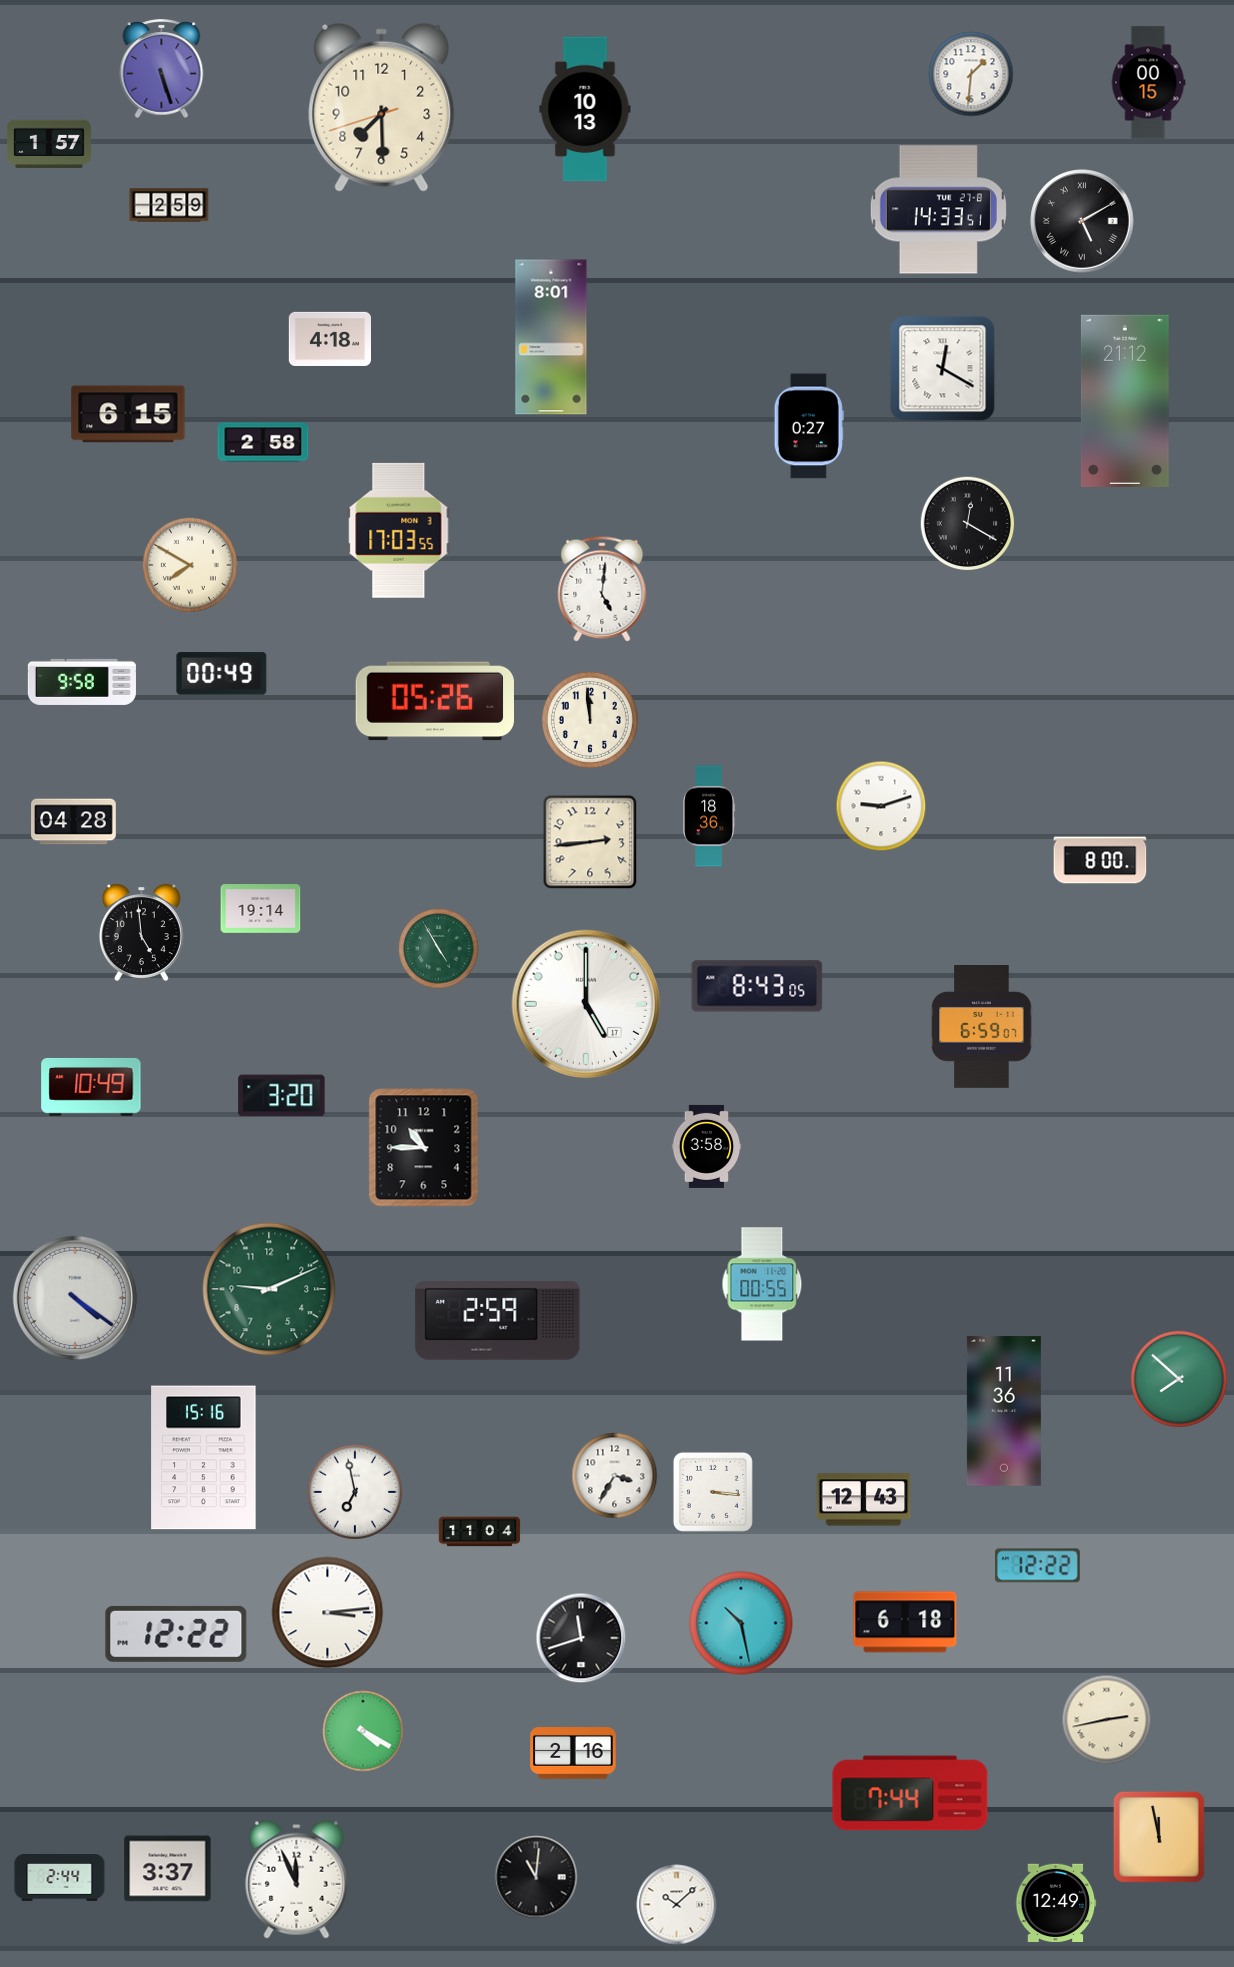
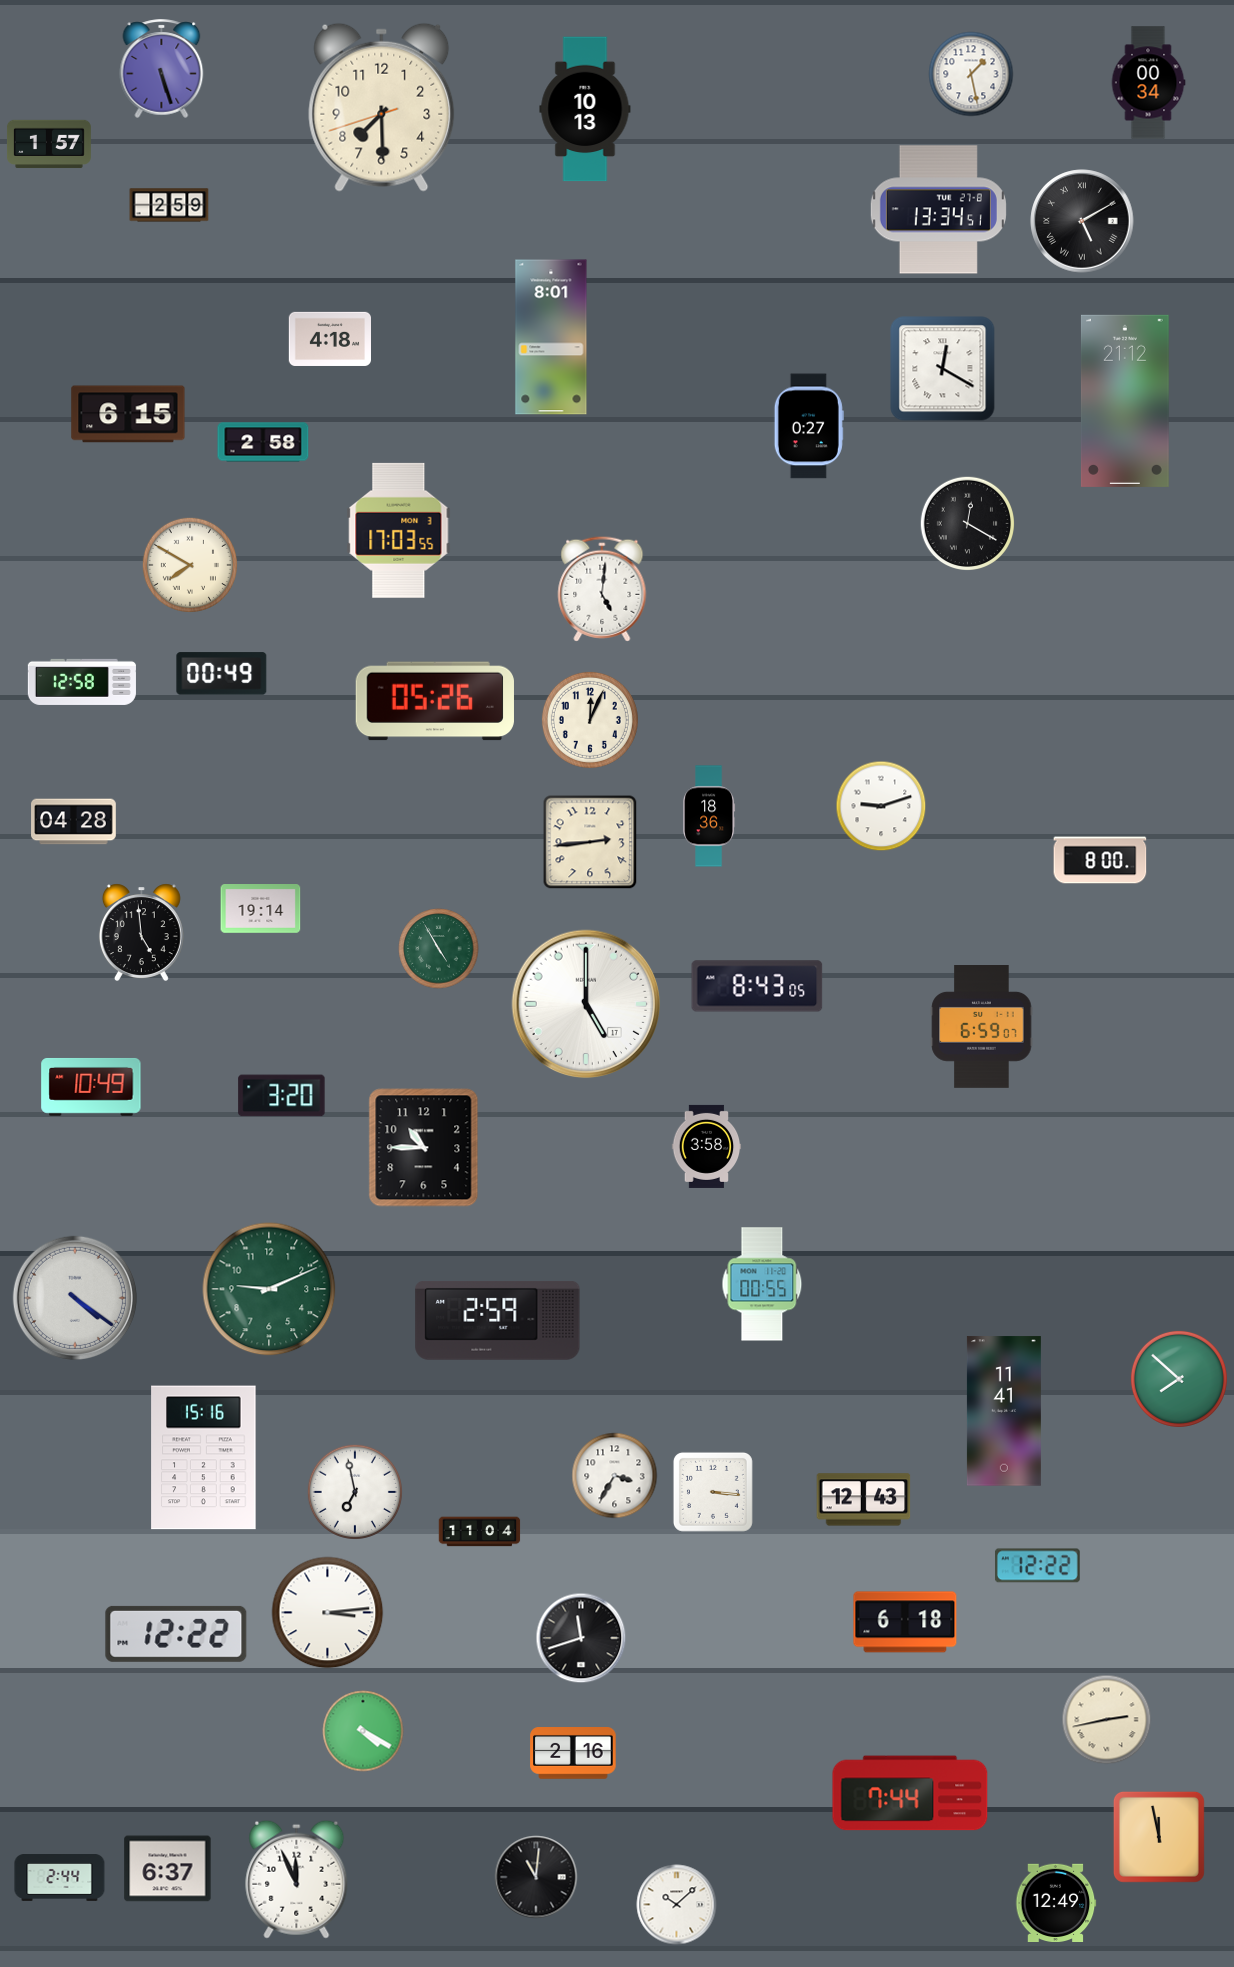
clock at (971, 74): 1:31 -> 1:28
clock at (1148, 83): 00:15 -> 00:34
clock at (938, 210): 14:33 -> 13:34
clock at (82, 682): 9:58 -> 12:58
clock at (590, 720): 11:59 -> 12:04
clock at (1004, 1411): 11:36 -> 11:41
clock at (741, 1623): 10:28 -> none
clock at (168, 1869): 3:37 -> 6:37
